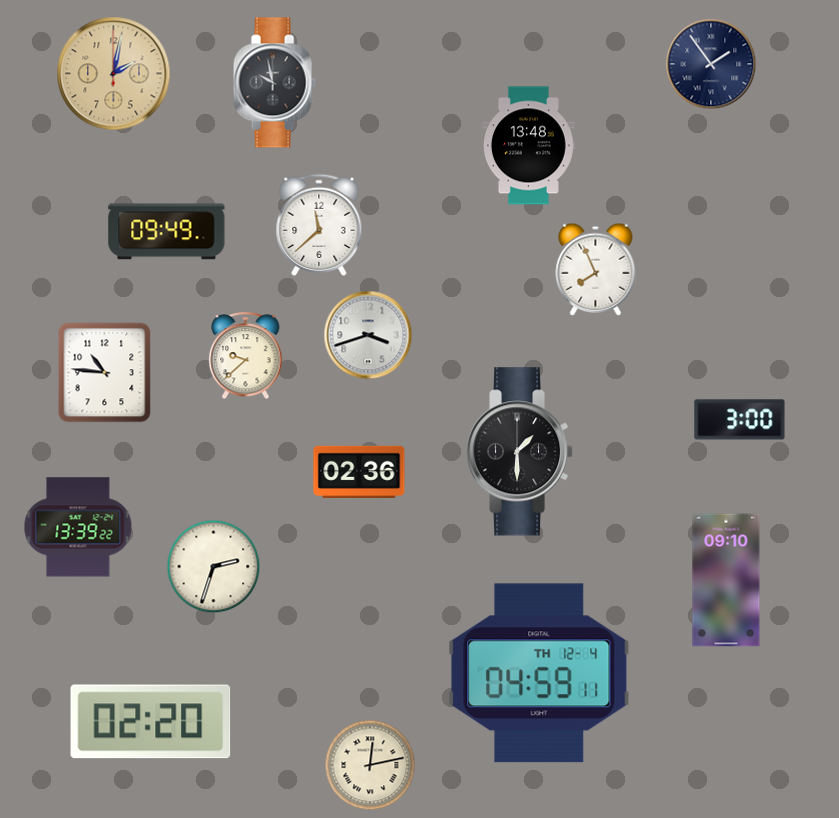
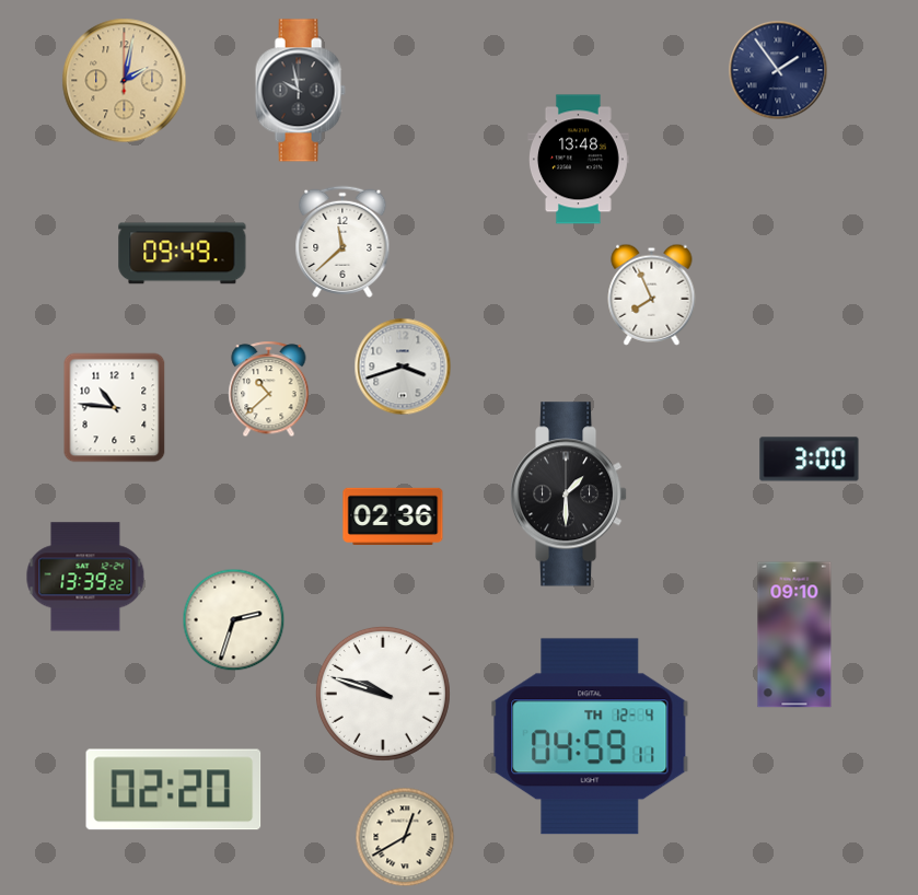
clock at (319, 225) position: (319, 225) -> (342, 242)
clock at (246, 356): 9:38 -> 10:38
clock at (383, 694): none -> 9:48
clock at (151, 722) position: (151, 722) -> (174, 790)
clock at (370, 765): 12:13 -> 12:40
